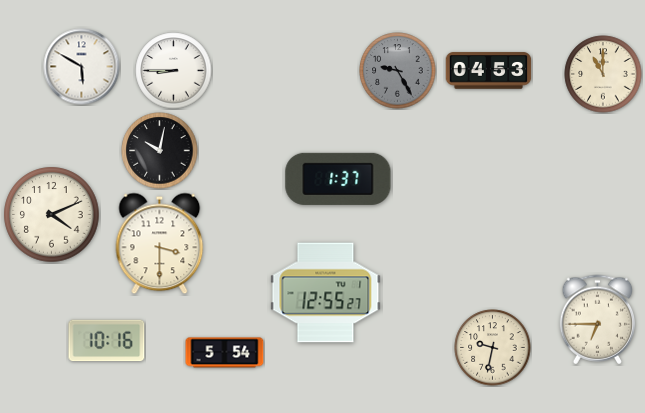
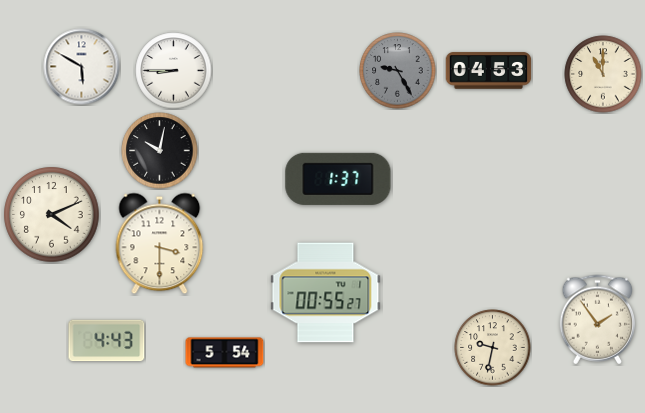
clock at (326, 293): 12:55 -> 00:55
clock at (598, 320): 6:45 -> 1:54
clock at (107, 341): 10:16 -> 4:43
